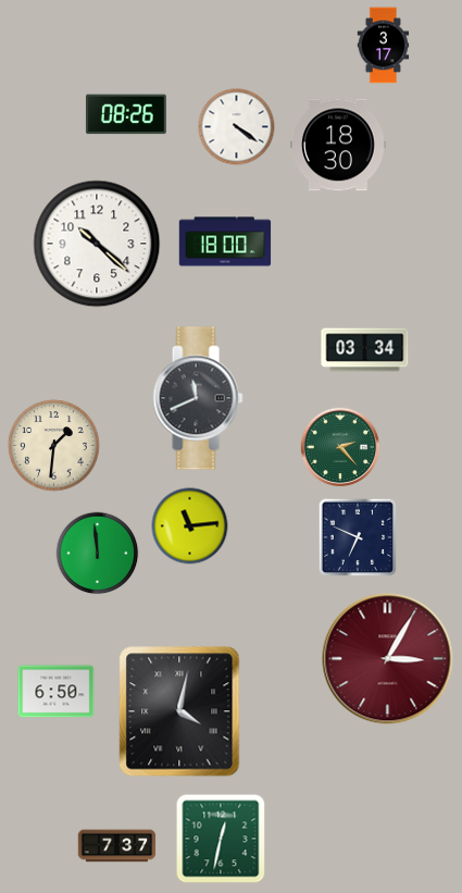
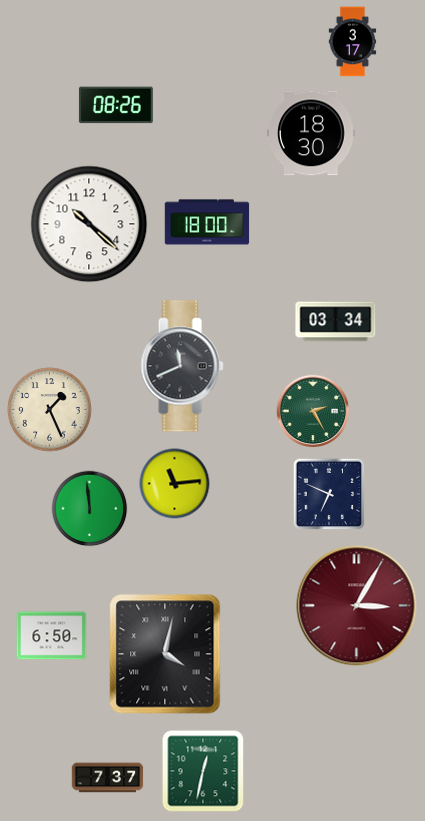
clock at (237, 127): 4:21 -> none
clock at (54, 446): 1:31 -> 1:26
clock at (340, 447): 2:23 -> 2:25
